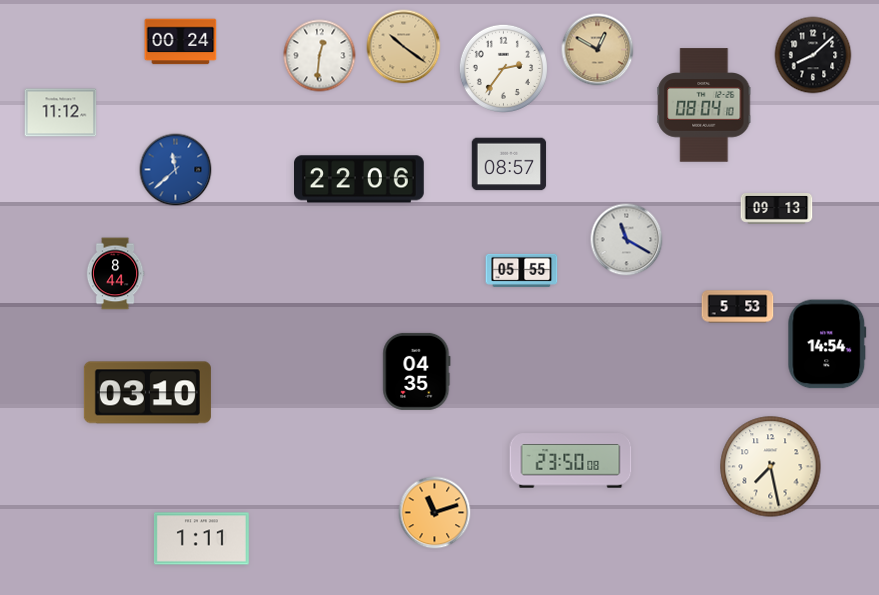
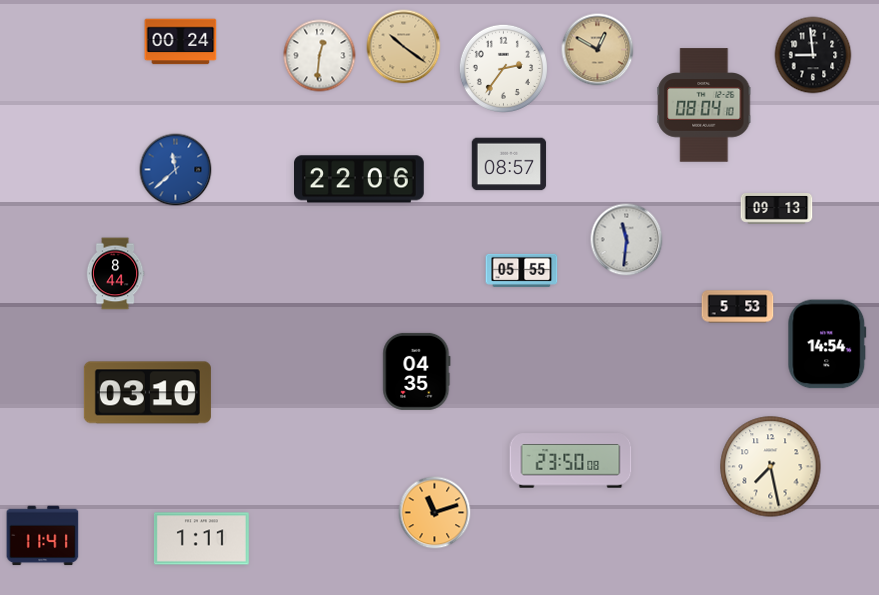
clock at (813, 55): 8:08 -> 8:59
clock at (61, 113): 11:12 -> none
clock at (627, 240): 11:20 -> 11:31
clock at (43, 536): none -> 11:41
